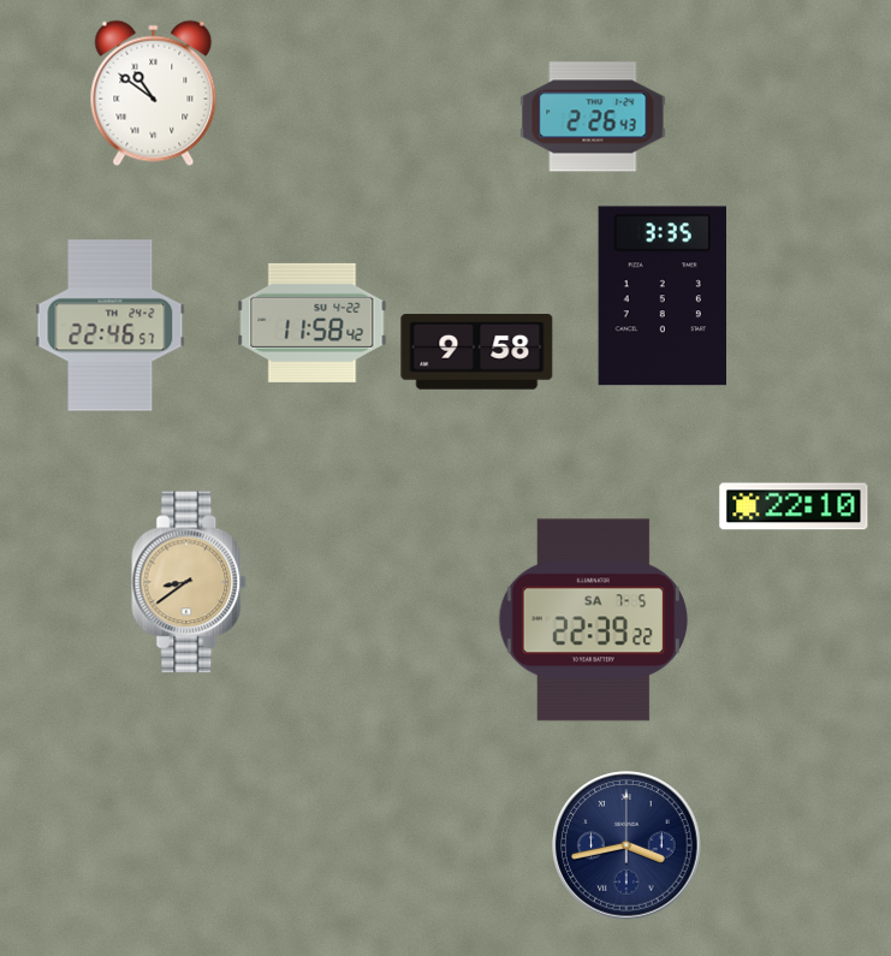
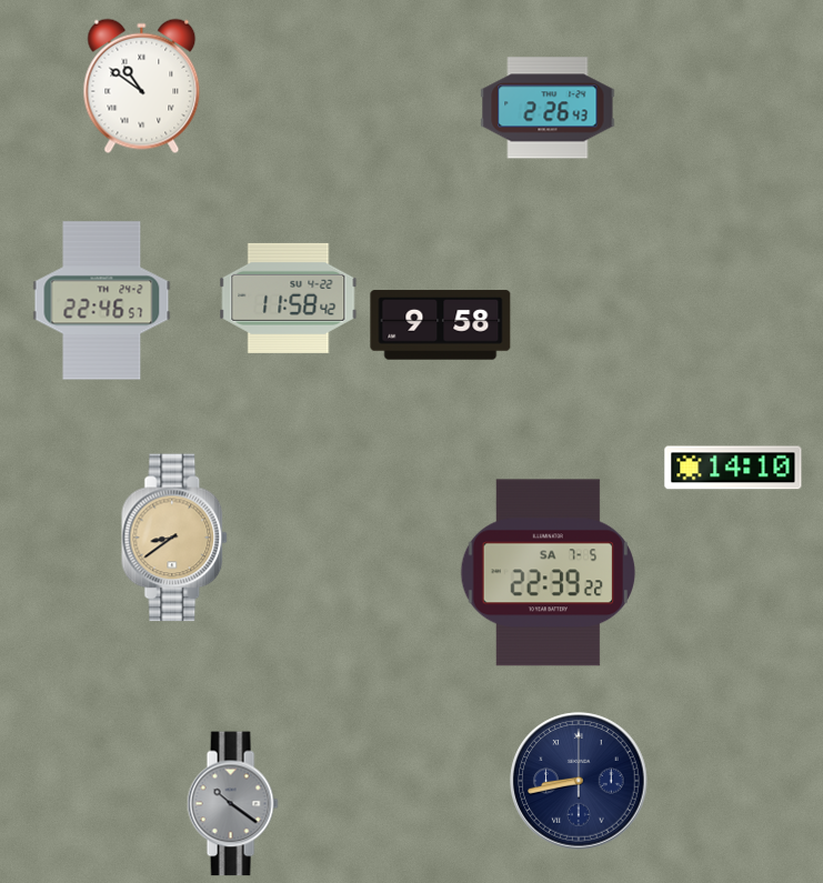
clock at (663, 296): 3:35 -> none
clock at (794, 506): 22:10 -> 14:10
clock at (626, 845): 3:43 -> 8:43
clock at (232, 804): none -> 10:21
